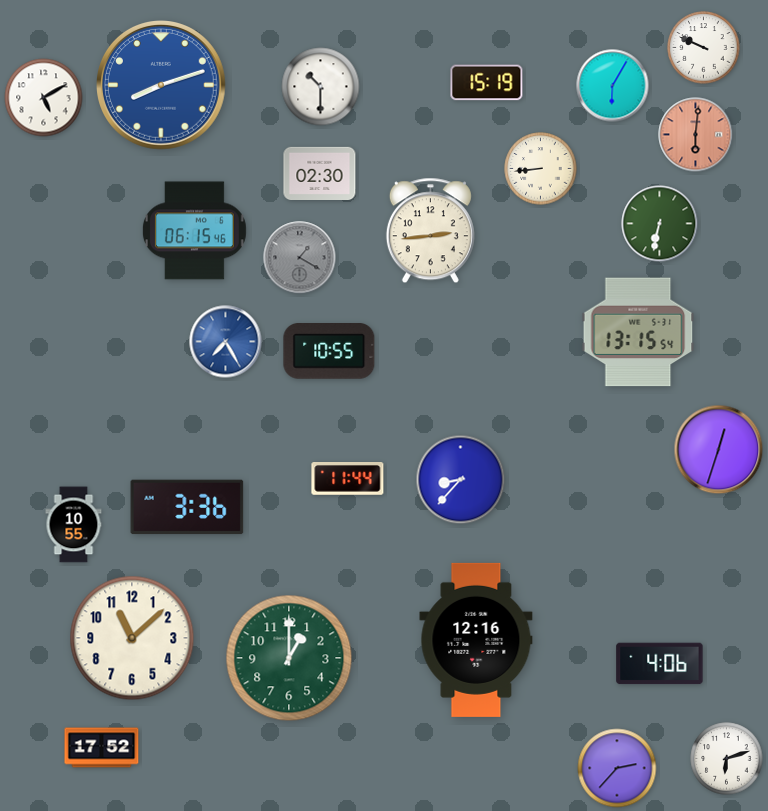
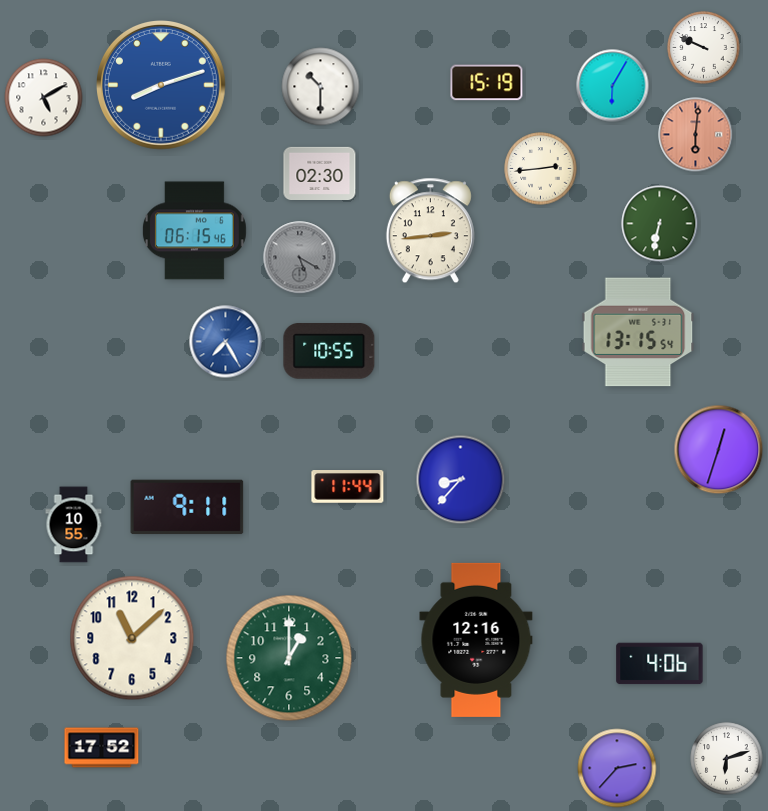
clock at (541, 169): 8:44 -> 2:44
clock at (300, 258): 1:20 -> 5:20
clock at (348, 479) position: (348, 479) -> (348, 487)
clock at (187, 507): 3:36 -> 9:11
